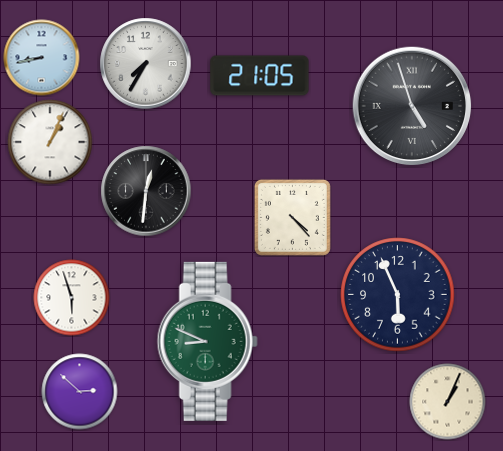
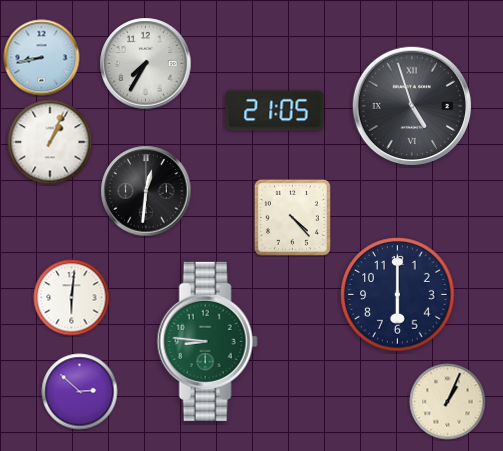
clock at (260, 76) position: (260, 76) -> (275, 111)
clock at (398, 295): 5:56 -> 6:00
clock at (72, 298): 5:57 -> 6:01
clock at (207, 341): 8:49 -> 8:46
